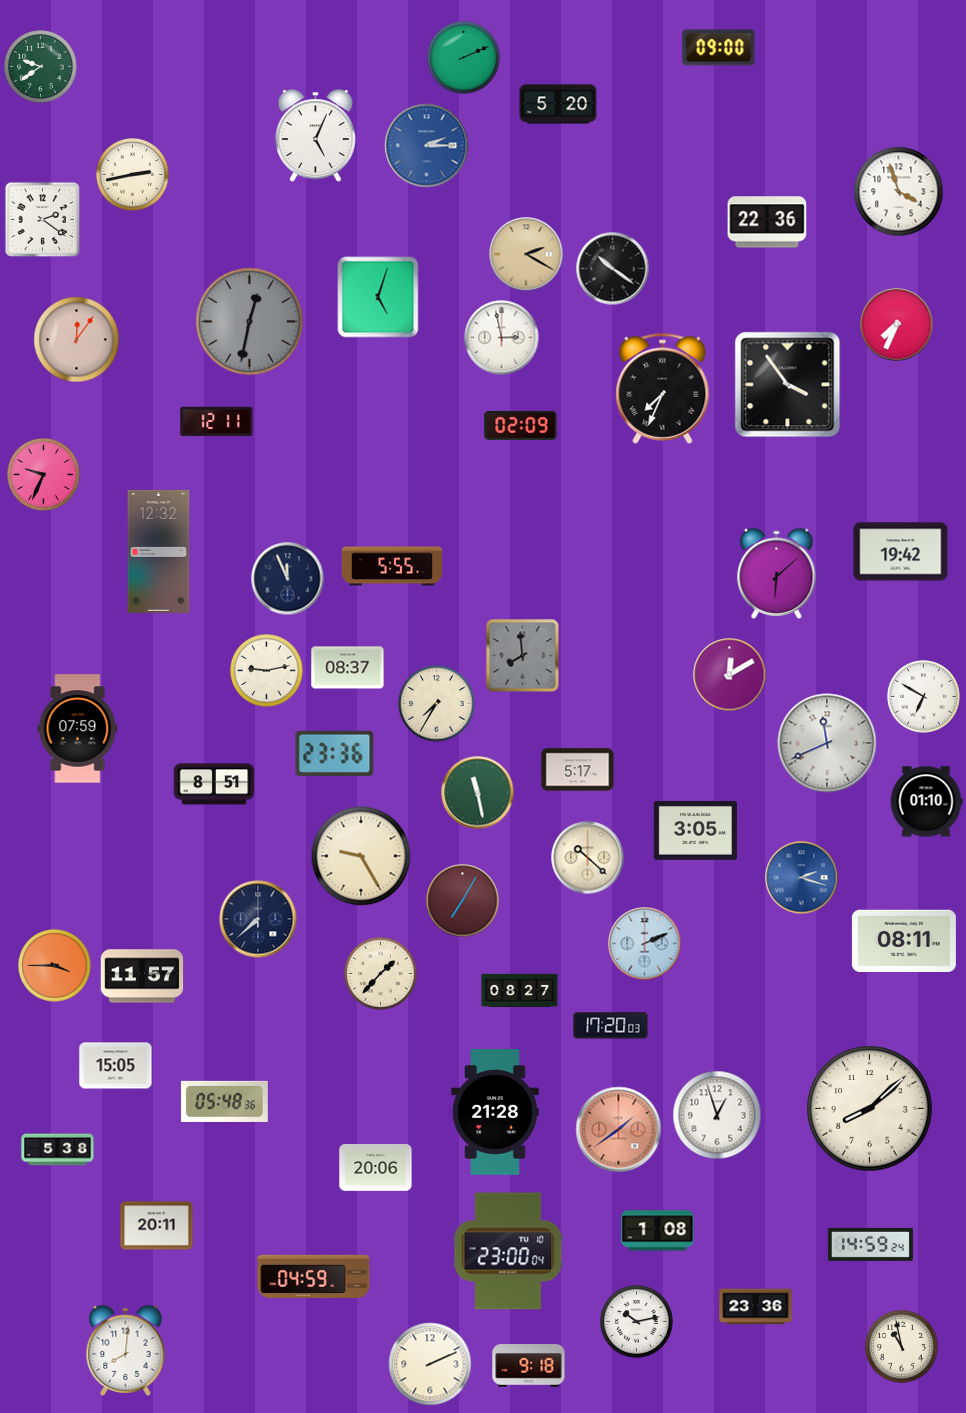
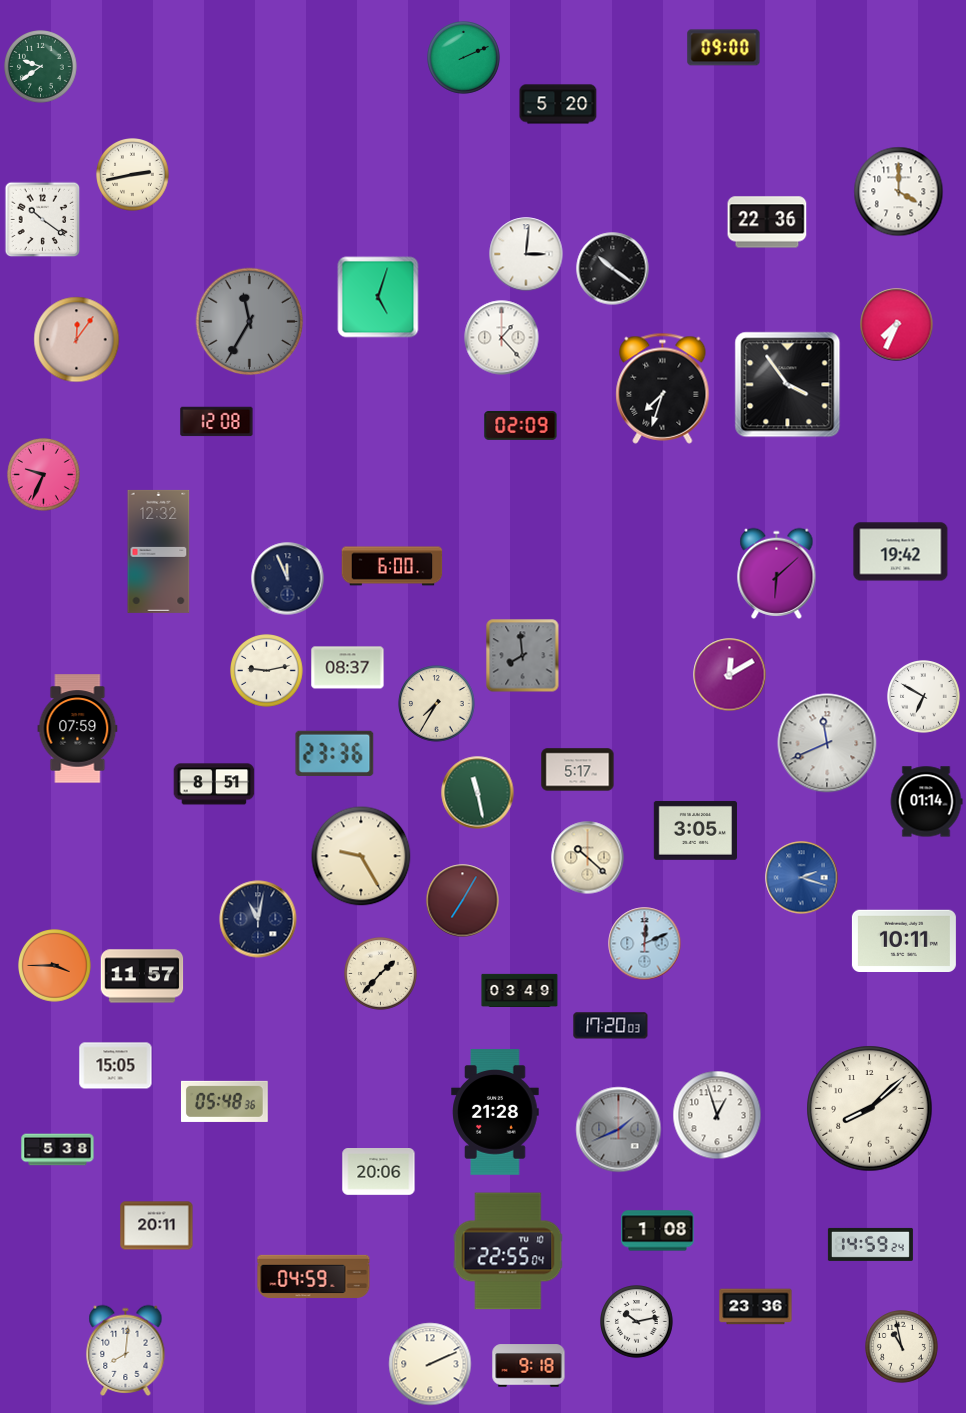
clock at (719, 48) position: (719, 48) -> (724, 48)
clock at (315, 136): 5:04 -> none
clock at (427, 146): 2:15 -> none
clock at (899, 192): 3:57 -> 4:00
clock at (43, 220): 2:21 -> 10:21
clock at (526, 254): 2:20 -> 3:01
clock at (526, 254) dial: champagne -> white
clock at (250, 322): 12:32 -> 11:35
clock at (502, 338): 2:58 -> 1:23
clock at (663, 388): 7:34 -> 7:33
clock at (217, 422): 12:11 -> 12:08
clock at (392, 566): 5:55 -> 6:00
clock at (926, 802): 01:10 -> 01:14
clock at (258, 919): 7:38 -> 11:02
clock at (904, 940): 08:11 -> 10:11
clock at (645, 944): 2:11 -> 12:11
clock at (520, 990): 08:27 -> 03:49
clock at (619, 1130): 1:39 -> 1:41
clock at (619, 1130) dial: salmon -> grey
clock at (376, 1168) position: (376, 1168) -> (379, 1172)
clock at (508, 1251): 23:00 -> 22:55
